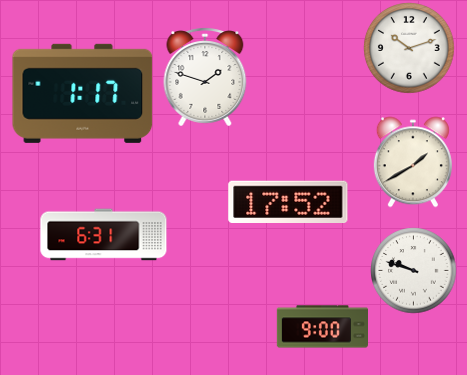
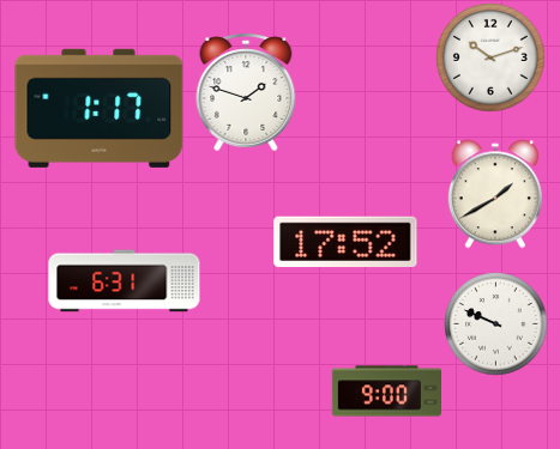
clock at (83, 93) position: (83, 93) -> (100, 108)
clock at (413, 270): 9:48 -> 9:49
